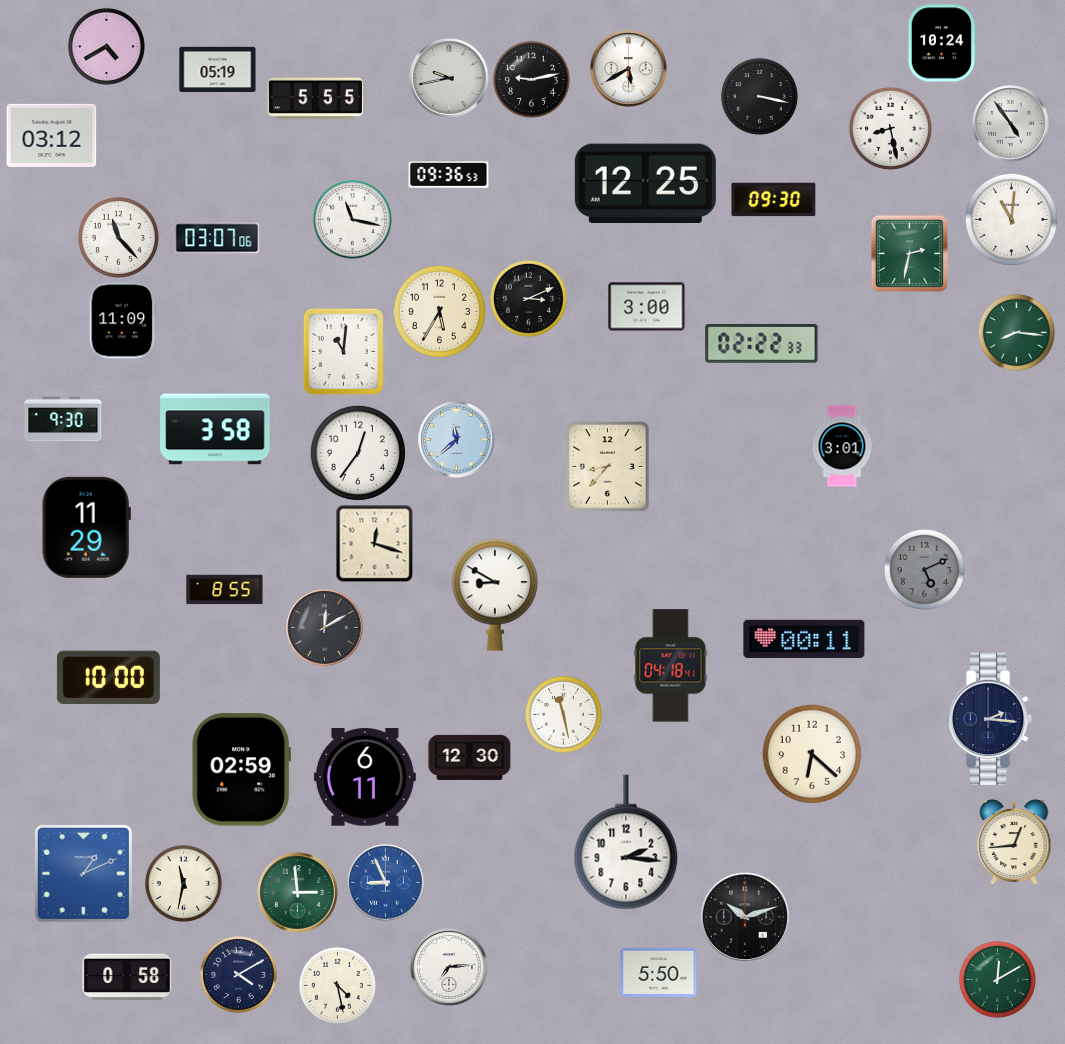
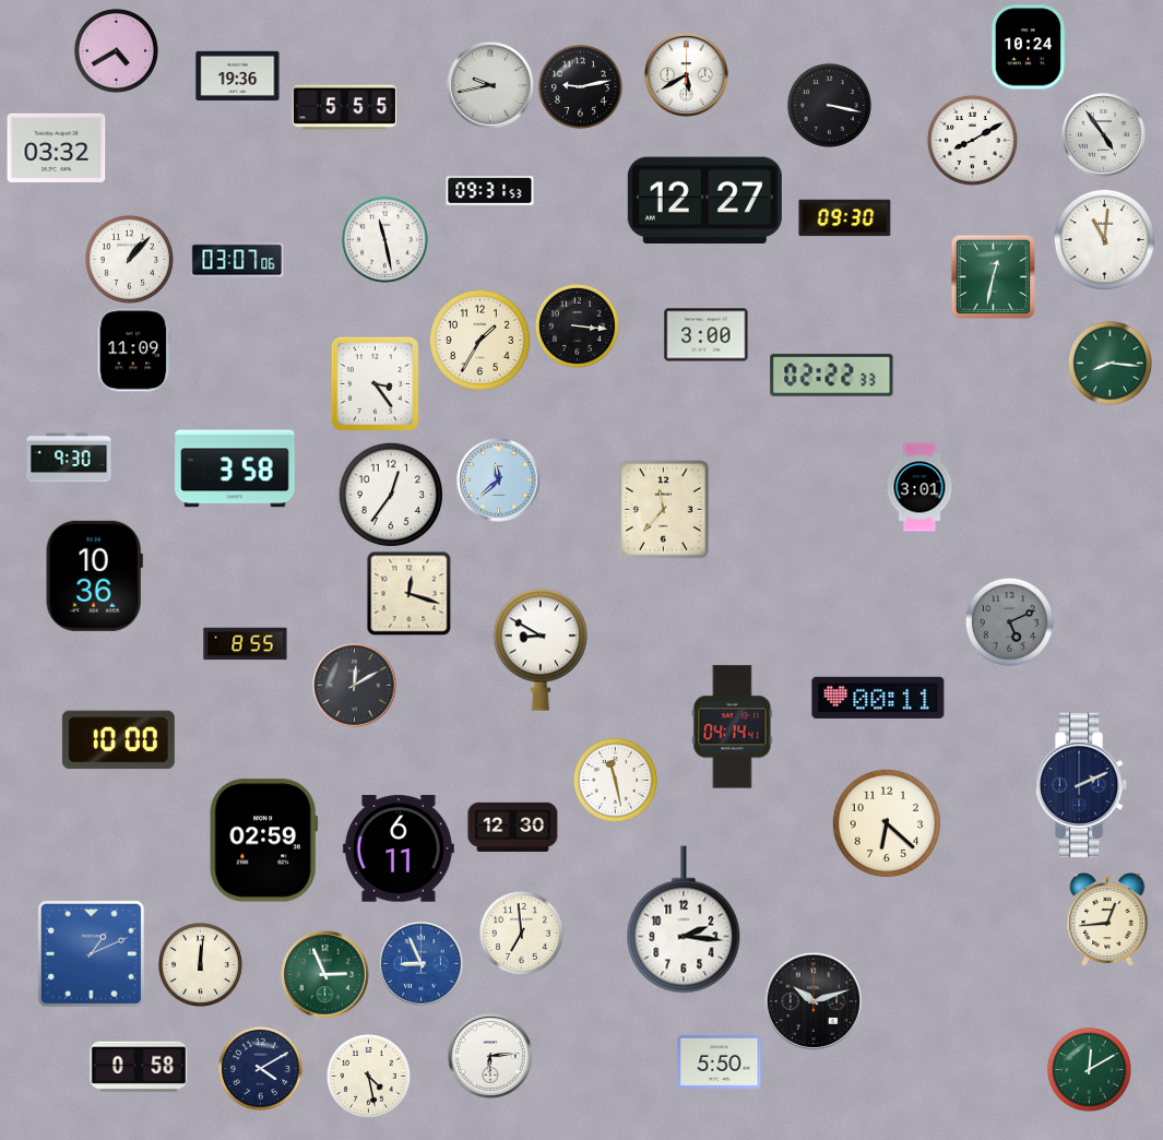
clock at (218, 70): 05:19 -> 19:36
clock at (890, 128): 8:28 -> 8:10
clock at (52, 135): 03:12 -> 03:32
clock at (449, 175): 09:36 -> 09:31
clock at (645, 183): 12:25 -> 12:27
clock at (352, 219): 11:17 -> 11:28
clock at (118, 237): 11:23 -> 1:07
clock at (909, 253): 2:32 -> 12:32
clock at (528, 298): 3:11 -> 3:16
clock at (439, 311): 5:35 -> 1:35
clock at (343, 351): 11:01 -> 3:24
clock at (607, 467): 8:37 -> 11:37
clock at (86, 527): 11:29 -> 10:36
clock at (671, 666): 04:18 -> 04:14
clock at (990, 719): 2:16 -> 2:11
clock at (521, 933): none -> 6:59
clock at (183, 883): 11:32 -> 12:01
clock at (298, 893): 2:59 -> 2:56
clock at (449, 967): 7:14 -> 6:14
clock at (238, 974) position: (238, 974) -> (260, 1068)
